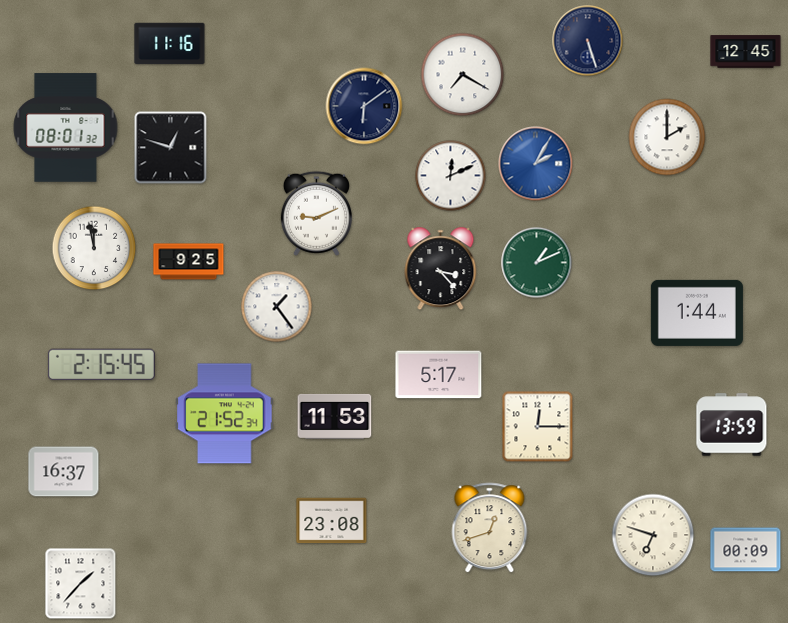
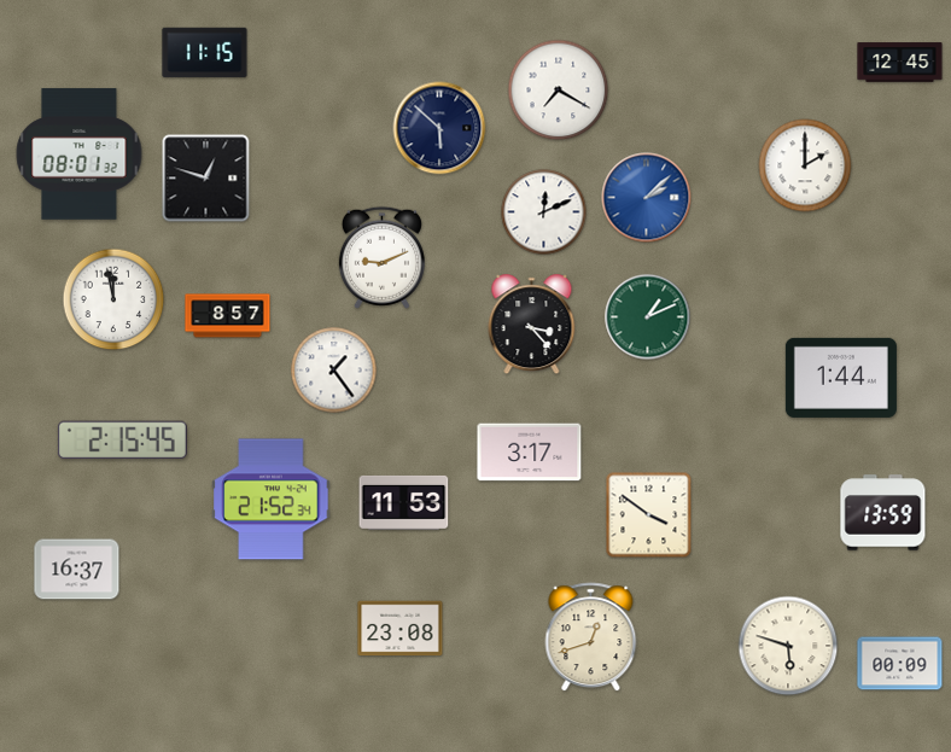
clock at (588, 41): 5:27 -> none
clock at (170, 44): 11:16 -> 11:15
clock at (364, 106): 6:09 -> 5:52
clock at (536, 164): 2:05 -> 2:08
clock at (189, 262): 9:25 -> 8:57
clock at (439, 375): 5:17 -> 3:17
clock at (538, 427): 12:15 -> 3:51
clock at (653, 535): 6:48 -> 5:48
clock at (81, 584): 1:37 -> none
